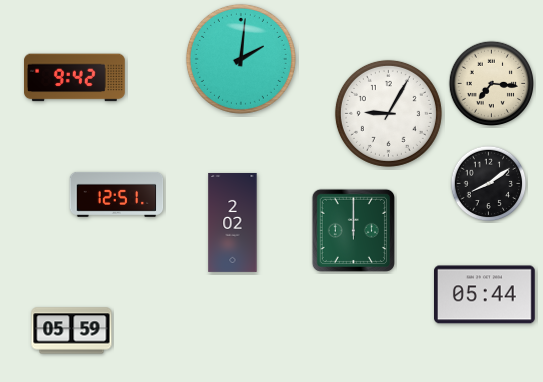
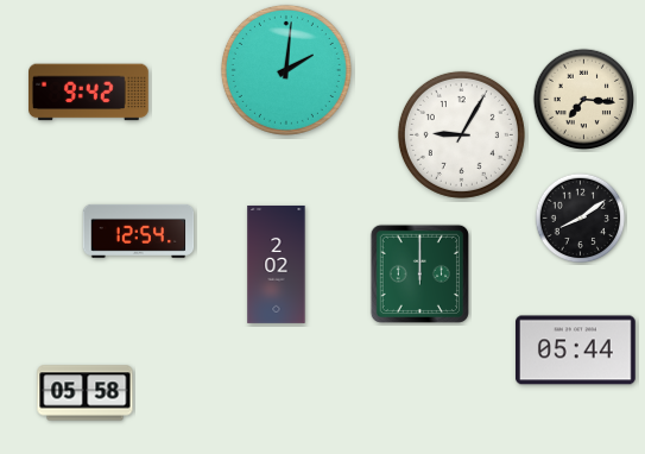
clock at (117, 194): 12:51 -> 12:54
clock at (72, 331): 05:59 -> 05:58
